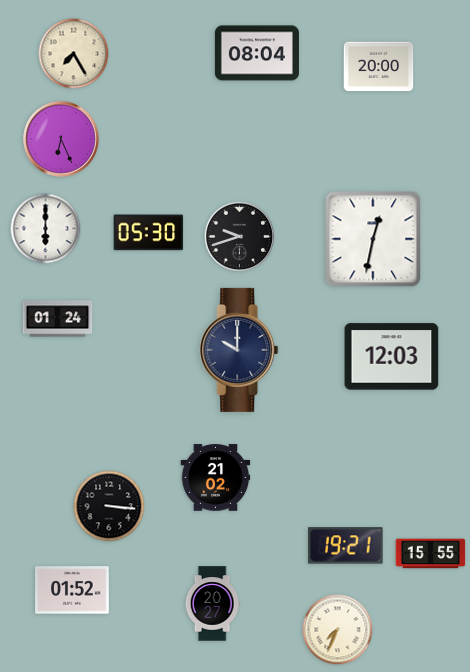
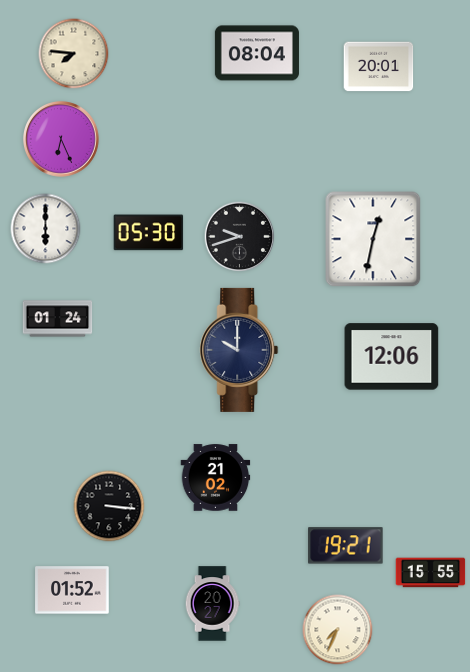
clock at (74, 54): 7:25 -> 7:46
clock at (379, 67): 20:00 -> 20:01
clock at (392, 357): 12:03 -> 12:06
clock at (431, 554) position: (431, 554) -> (431, 573)
